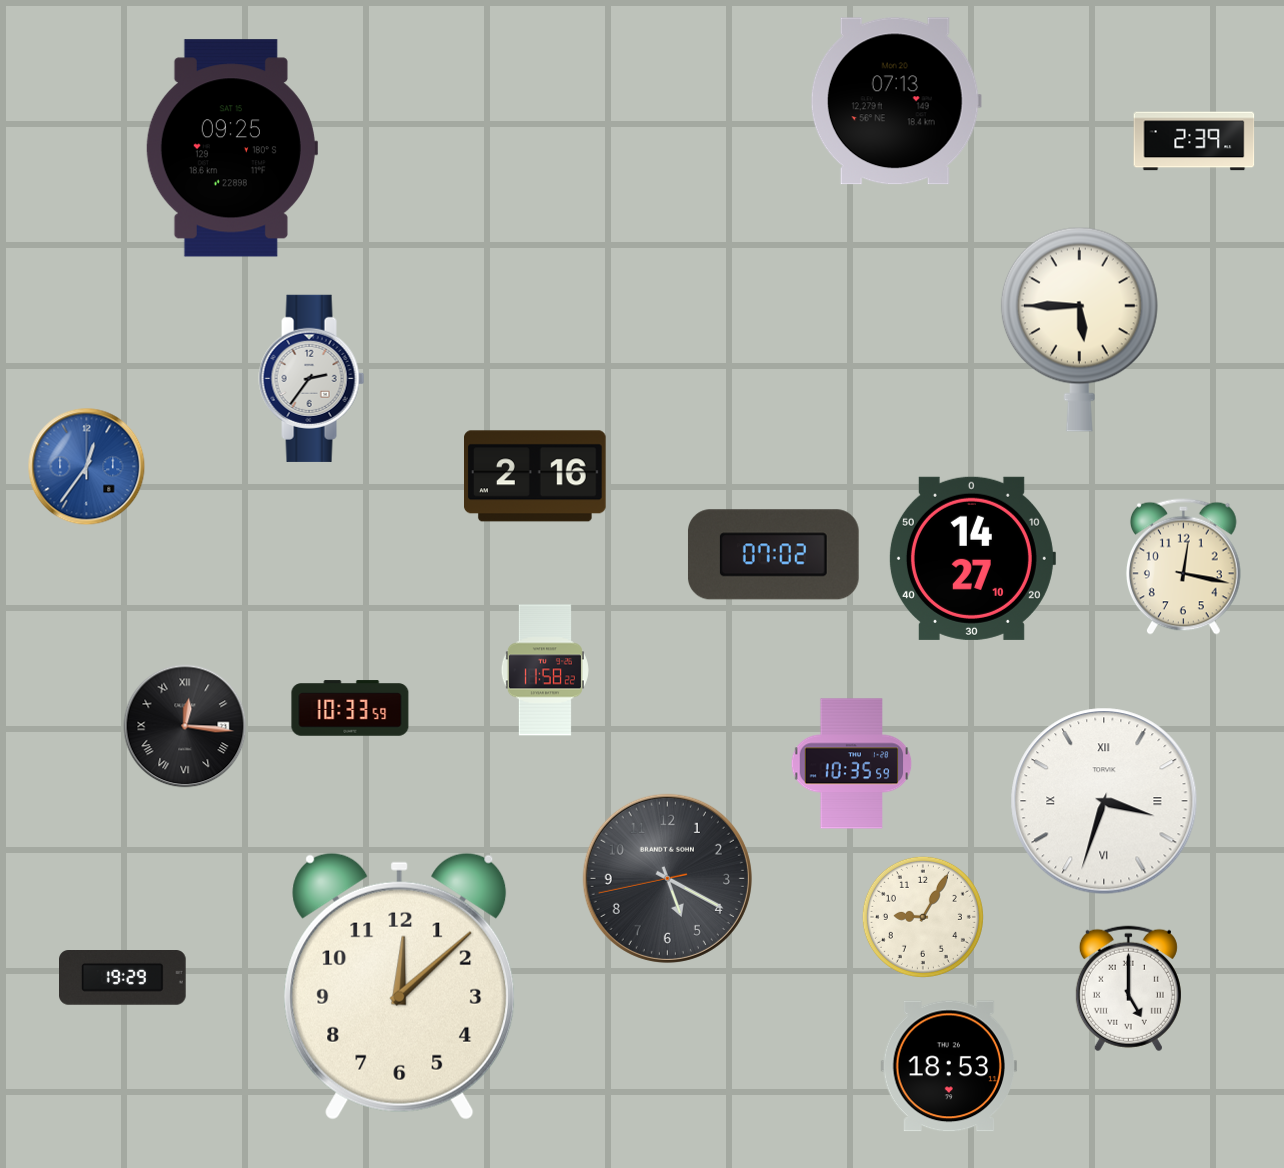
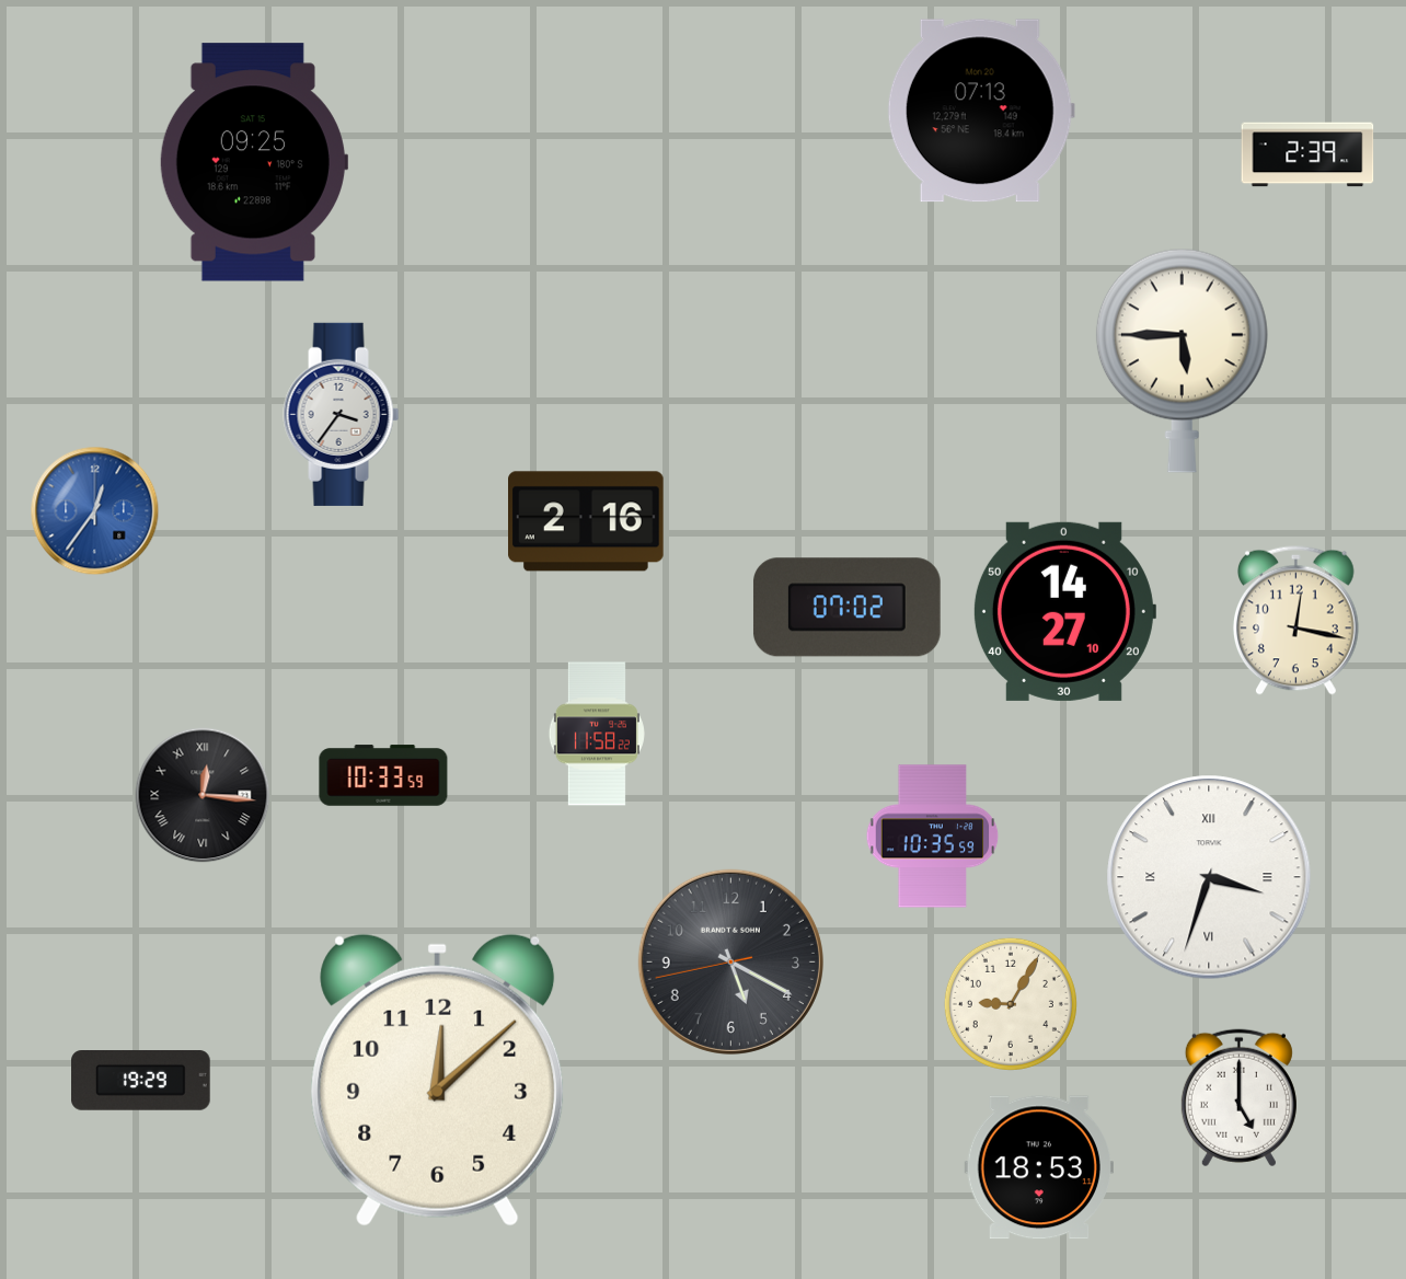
clock at (312, 378): 2:36 -> 3:36
clock at (123, 978) position: (123, 978) -> (141, 1081)
clock at (1128, 989) position: (1128, 989) -> (1238, 1098)
